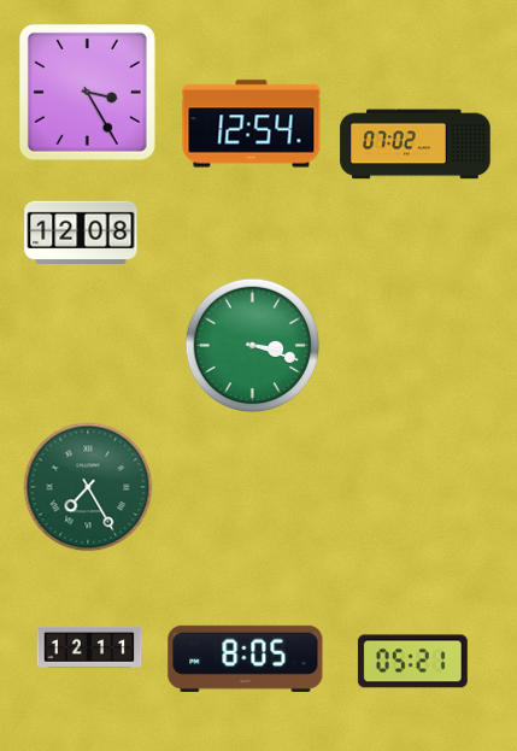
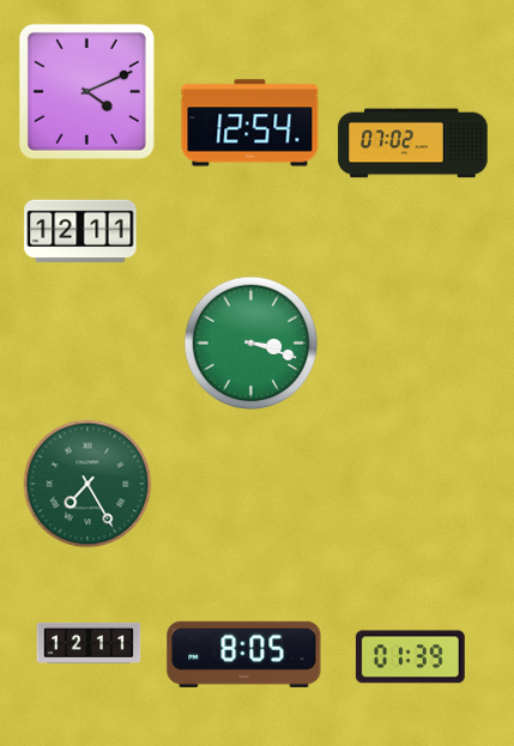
clock at (87, 92): 3:25 -> 4:11
clock at (81, 231): 12:08 -> 12:11
clock at (412, 662): 05:21 -> 01:39
